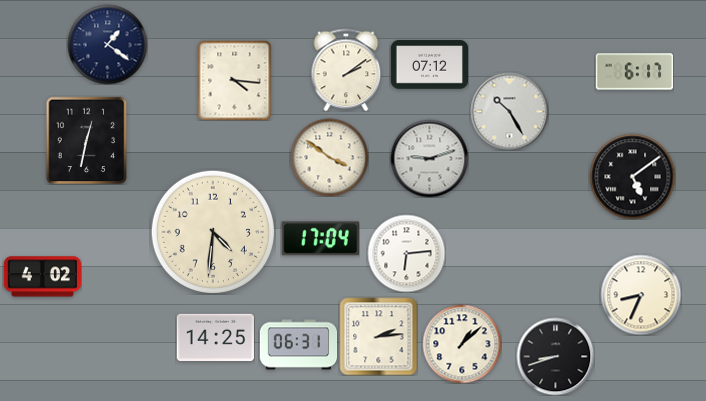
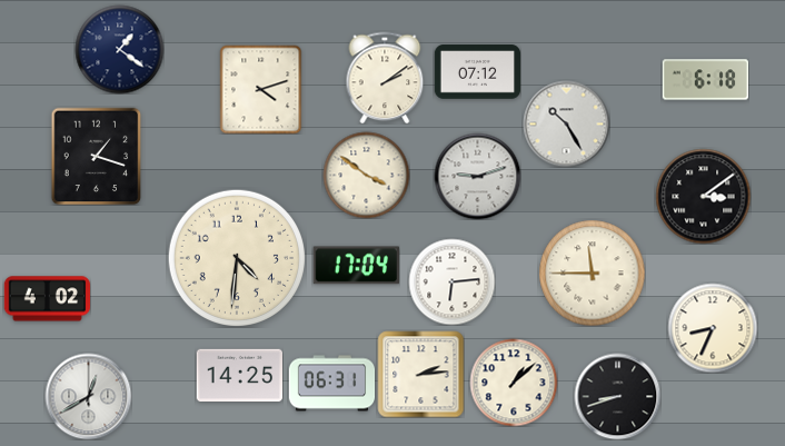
clock at (634, 72): 6:17 -> 6:18
clock at (235, 80): 4:16 -> 4:12
clock at (87, 140): 12:32 -> 1:18
clock at (632, 176): 5:09 -> 3:09
clock at (592, 272): none -> 11:45
clock at (42, 277) position: (42, 277) -> (47, 299)
clock at (88, 396): none -> 12:40
